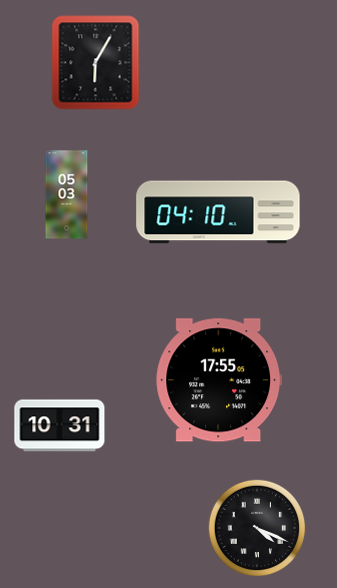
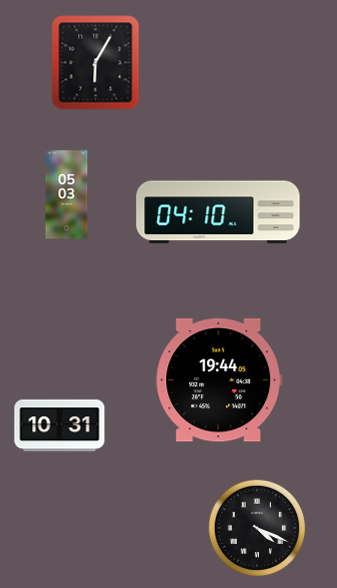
clock at (218, 380): 17:55 -> 19:44
